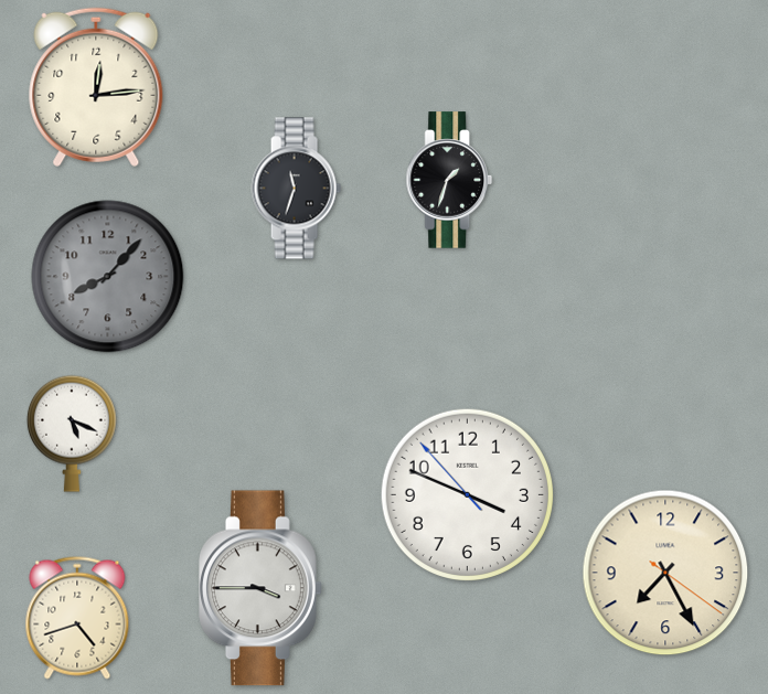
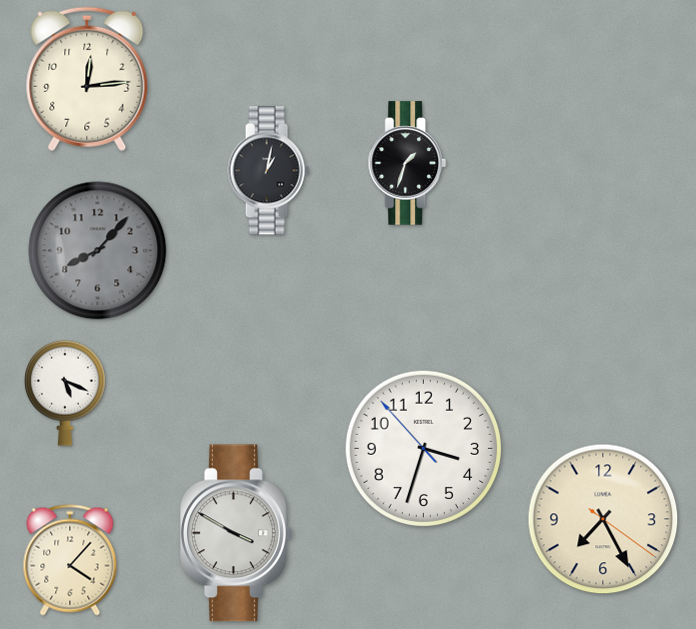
clock at (296, 189): 11:33 -> 1:02
clock at (467, 494): 3:48 -> 3:32
clock at (262, 588): 3:45 -> 3:50
clock at (77, 618): 4:42 -> 4:07
